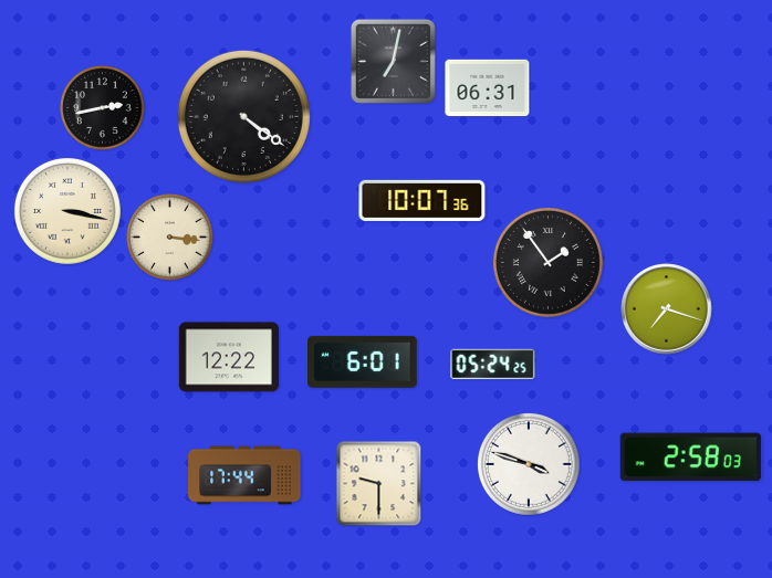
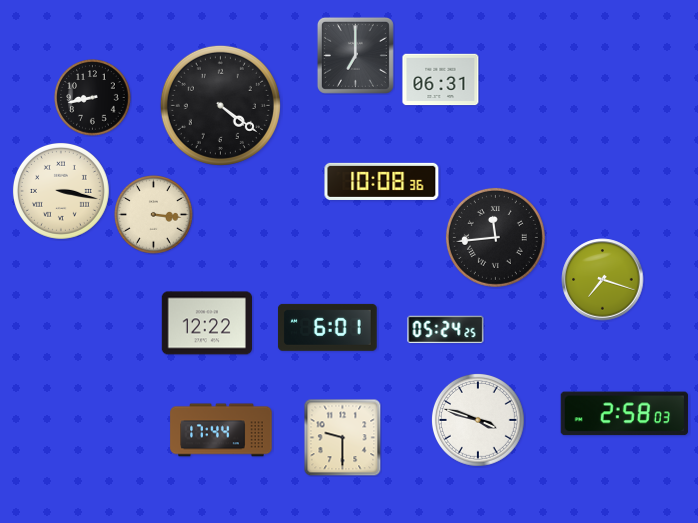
clock at (393, 61): 7:02 -> 7:00
clock at (103, 108): 2:43 -> 8:43
clock at (422, 200): 10:07 -> 10:08
clock at (547, 262): 1:54 -> 11:44
